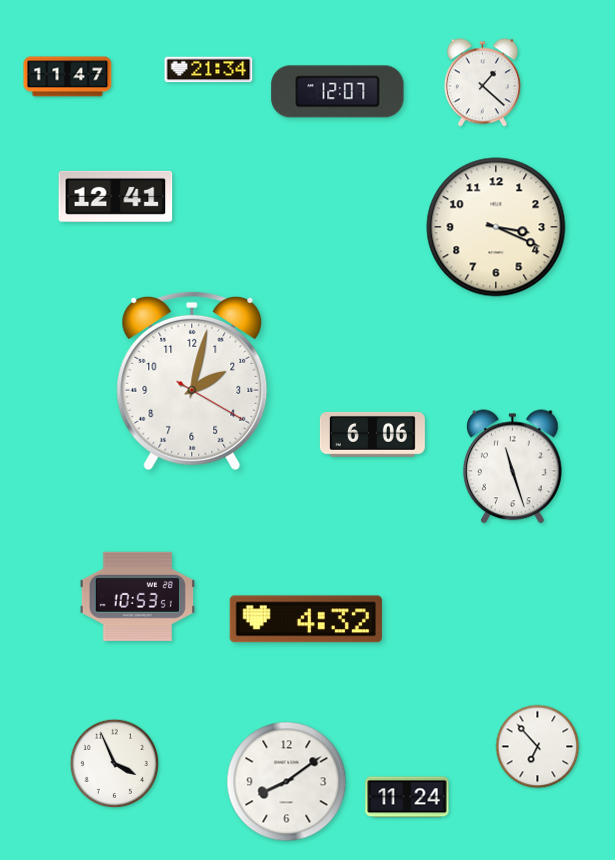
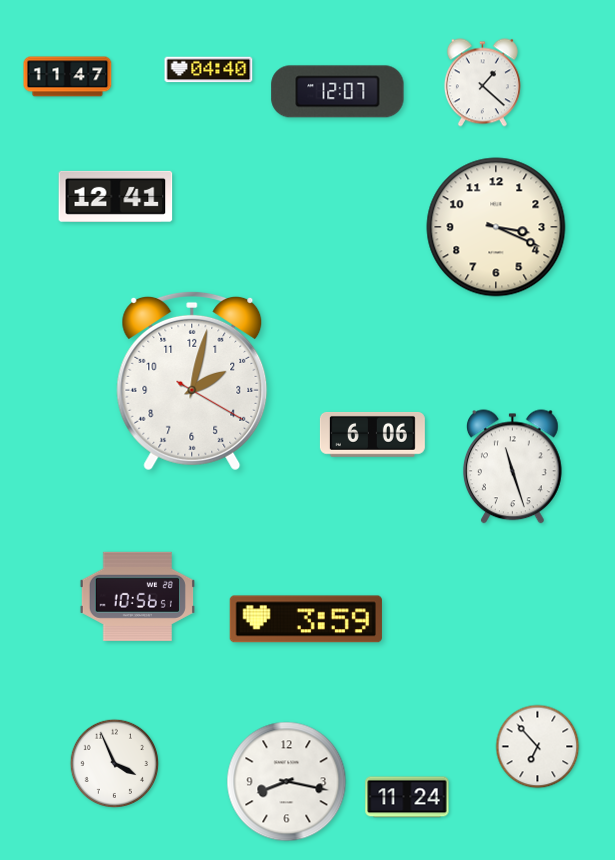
clock at (209, 70): 21:34 -> 04:40
clock at (137, 596): 10:53 -> 10:56
clock at (306, 619): 4:32 -> 3:59
clock at (287, 782): 8:09 -> 8:17
